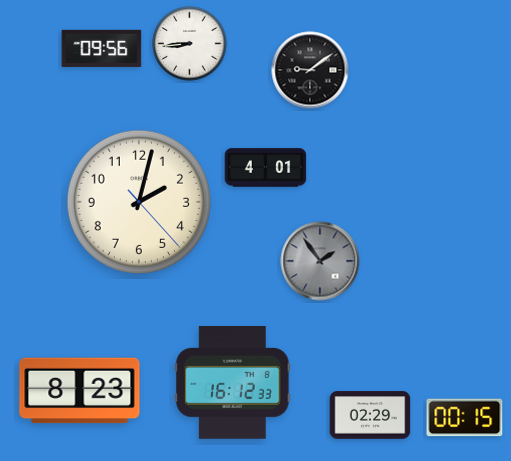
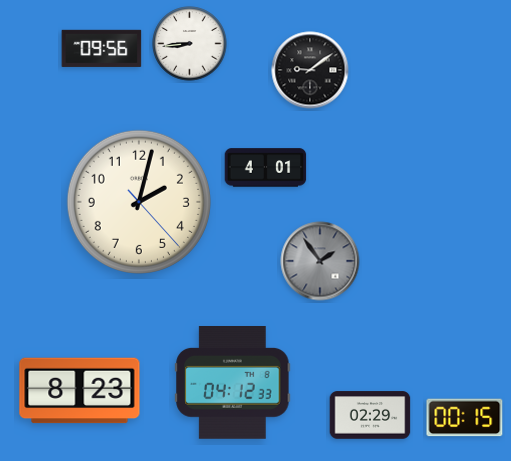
clock at (233, 383): 16:12 -> 04:12
